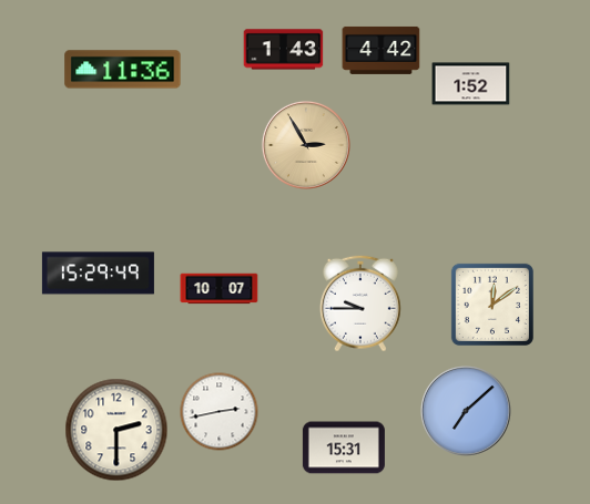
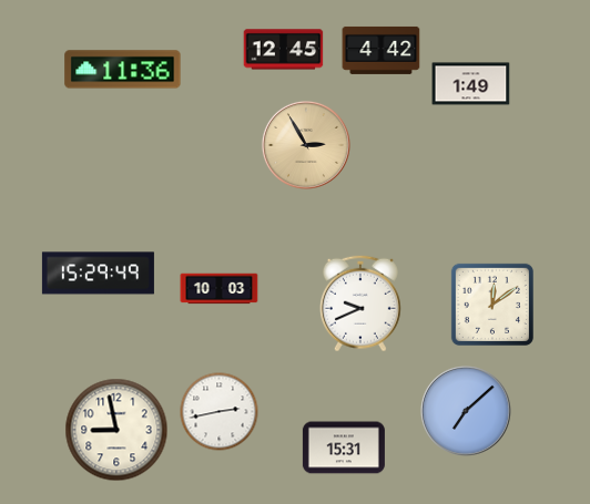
clock at (284, 50): 1:43 -> 12:45
clock at (471, 84): 1:52 -> 1:49
clock at (220, 289): 10:07 -> 10:03
clock at (360, 304): 9:45 -> 9:41
clock at (116, 430): 2:30 -> 8:58
